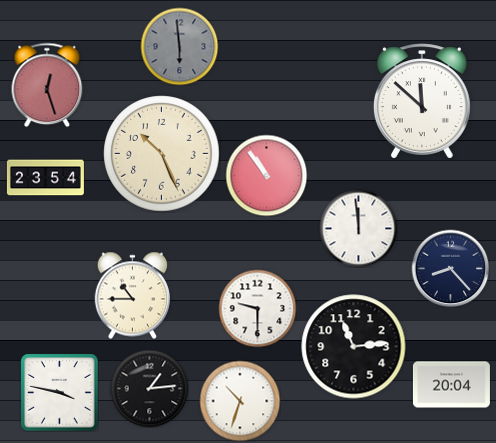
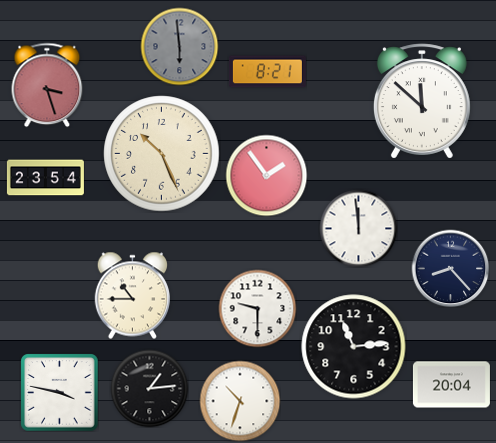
clock at (267, 72): none -> 8:21
clock at (47, 85): 12:27 -> 3:27
clock at (266, 175): 10:54 -> 1:54
